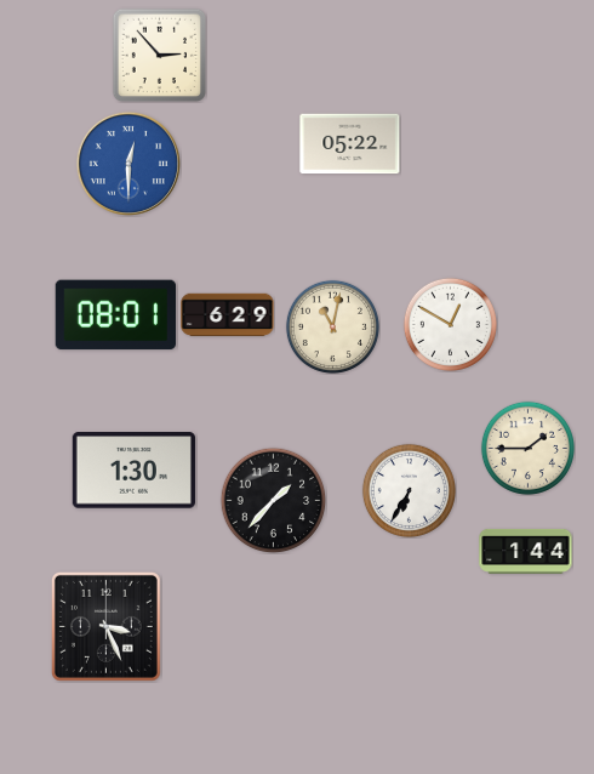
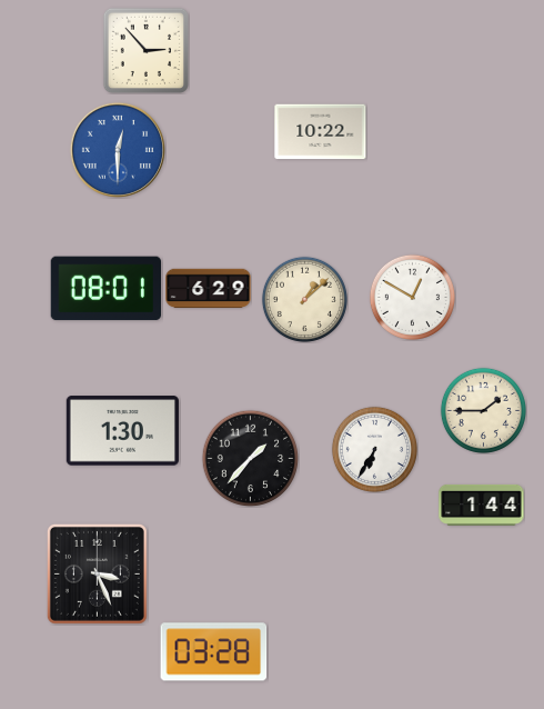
clock at (350, 144): 05:22 -> 10:22
clock at (332, 326): 11:02 -> 1:08
clock at (214, 652): none -> 03:28
